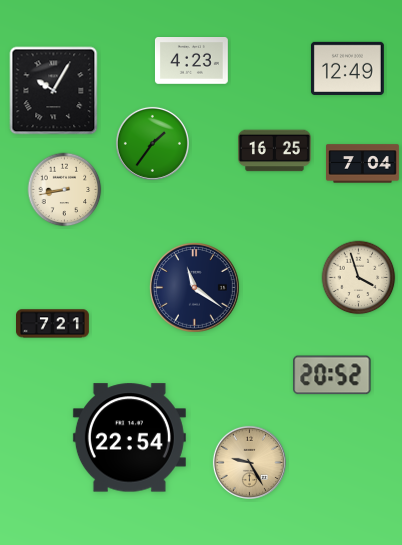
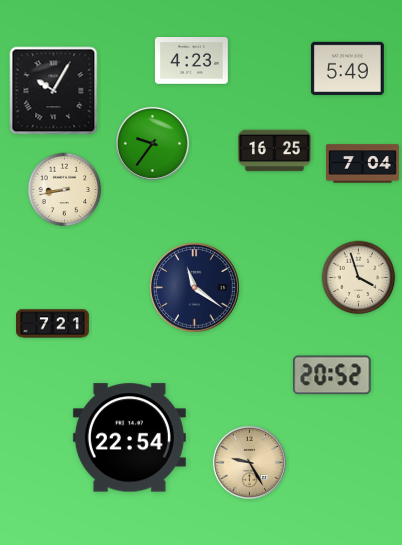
clock at (347, 68): 12:49 -> 5:49
clock at (152, 143): 1:36 -> 9:36
